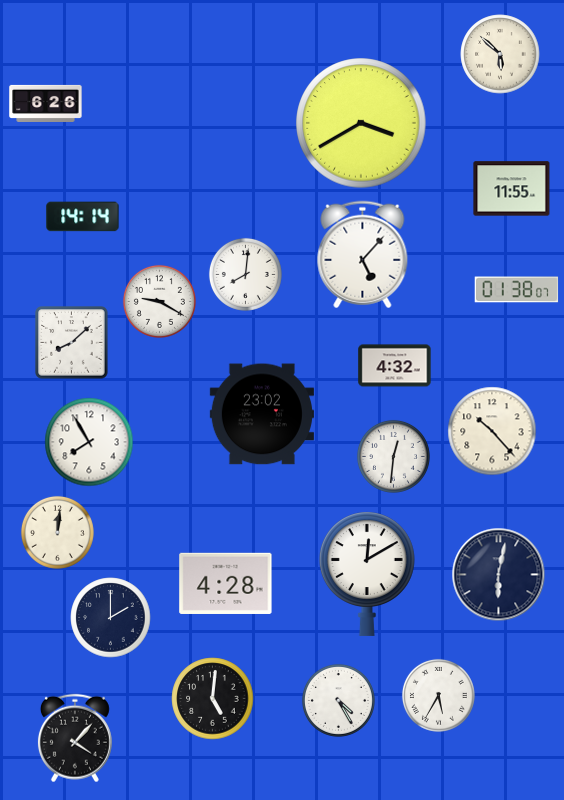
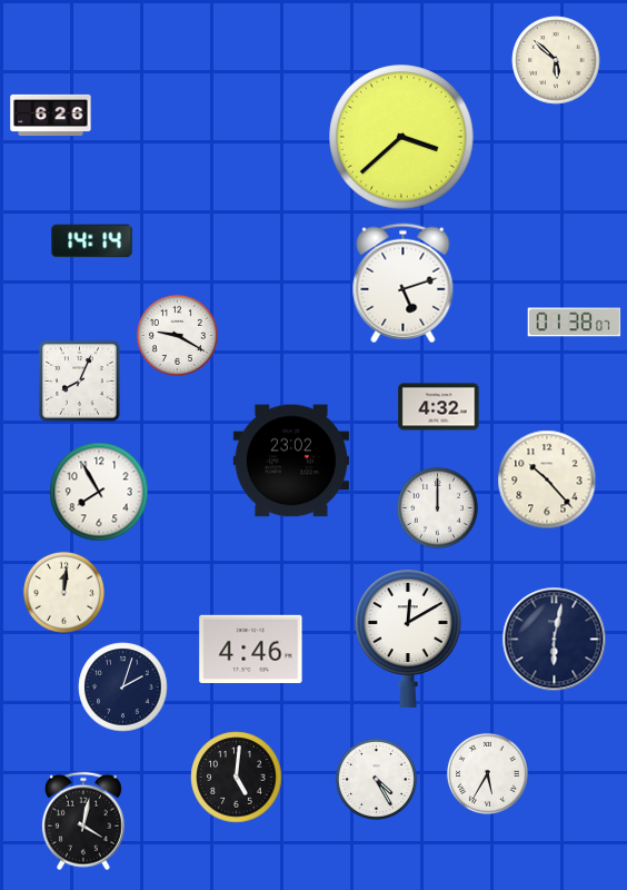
clock at (361, 123): 3:40 -> 3:38
clock at (512, 189): 11:55 -> none
clock at (363, 255): 5:07 -> 5:12
clock at (245, 274): 8:01 -> none
clock at (72, 343): 8:08 -> 8:04
clock at (393, 456): 12:31 -> 12:00
clock at (226, 583): 4:28 -> 4:46
clock at (111, 618): 2:00 -> 2:03
clock at (75, 738): 4:07 -> 4:02
